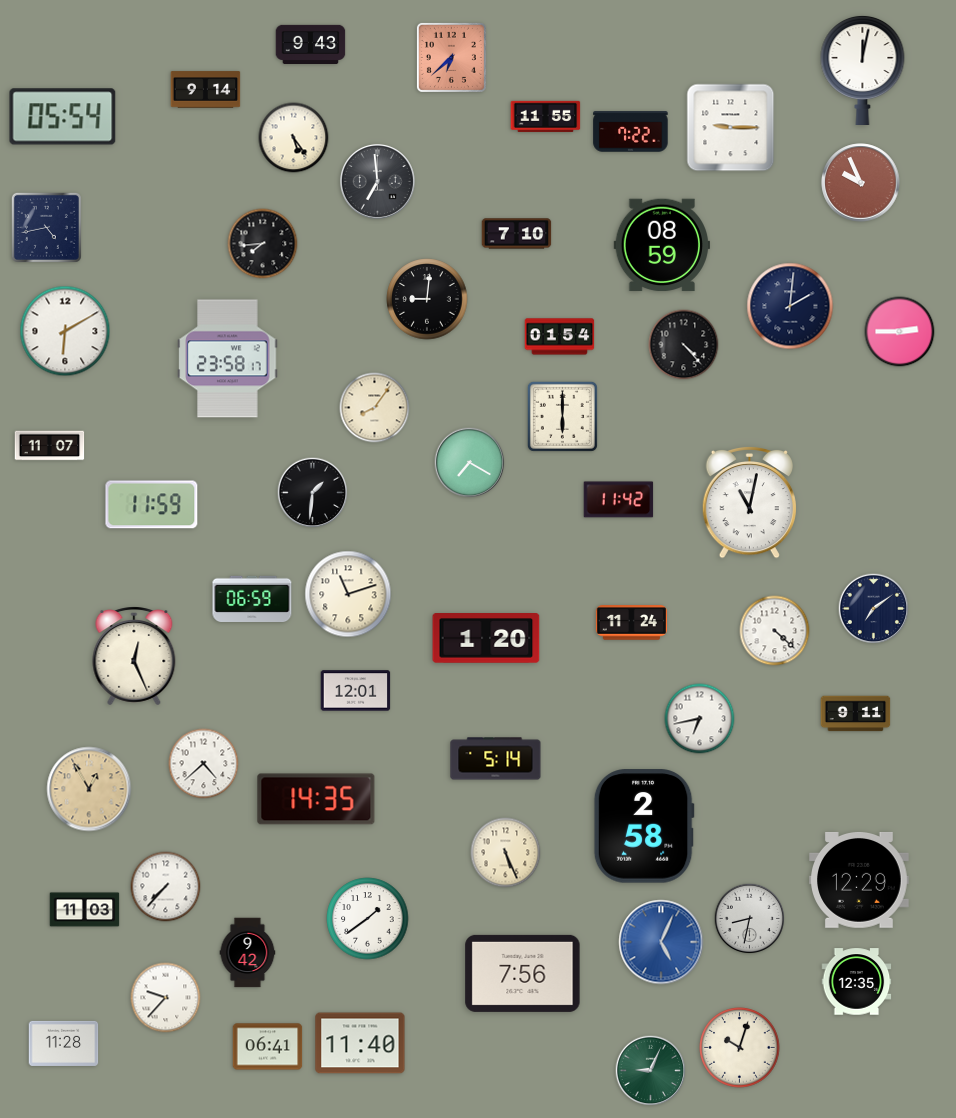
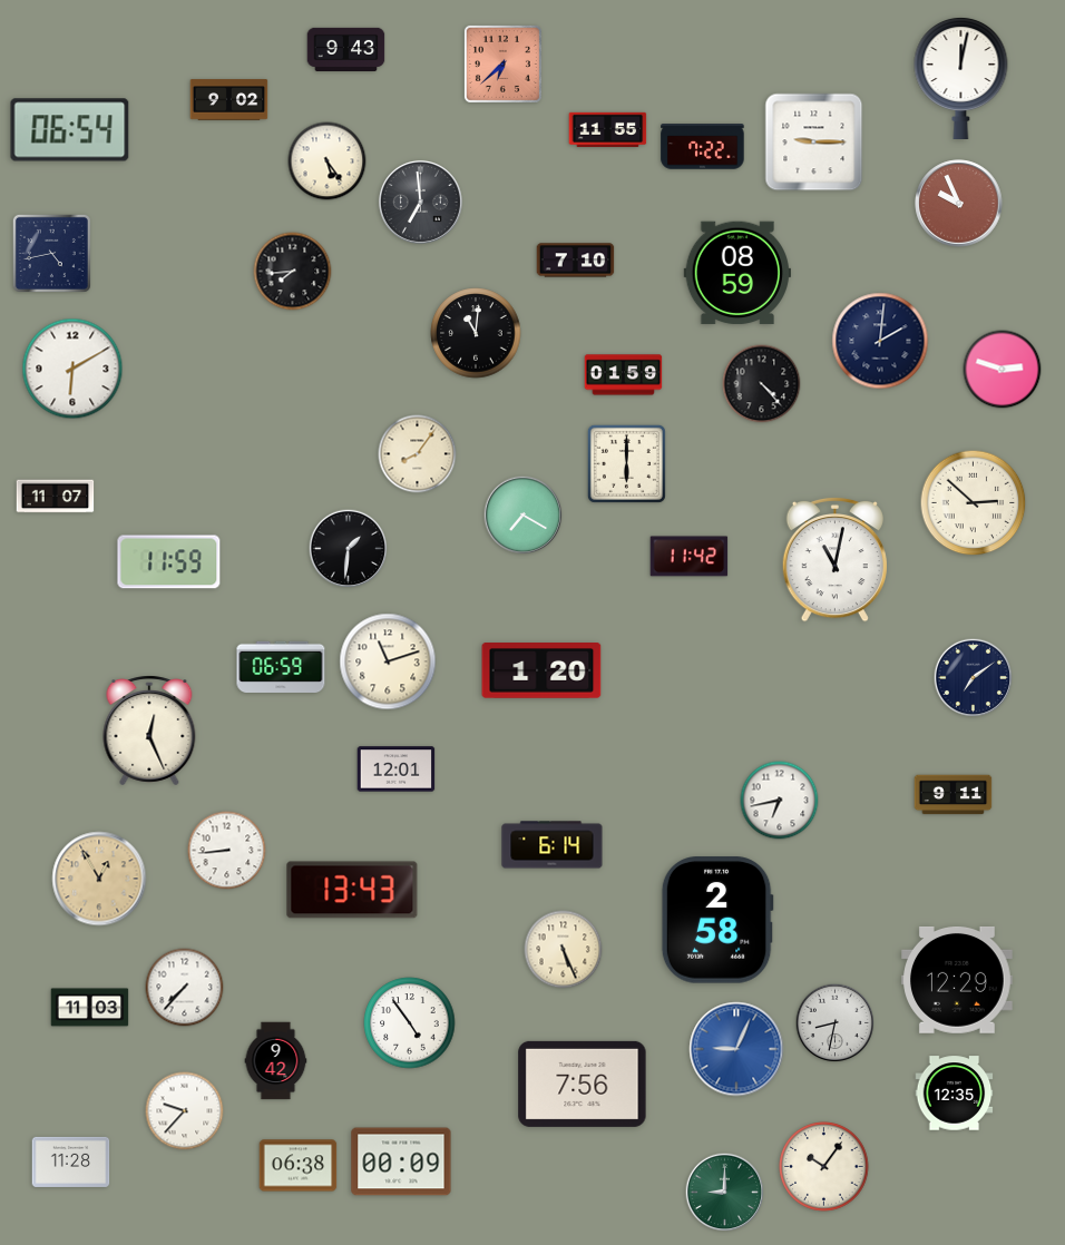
clock at (206, 90): 9:14 -> 9:02
clock at (63, 117): 05:54 -> 06:54
clock at (294, 138) position: (294, 138) -> (328, 161)
clock at (427, 299): 9:01 -> 11:01
clock at (900, 332): 2:45 -> 2:48
clock at (560, 337): 01:54 -> 01:59
clock at (228, 359): 23:58 -> none
clock at (974, 503): none -> 2:52
clock at (631, 623): 11:24 -> none
clock at (775, 631): 4:22 -> none
clock at (486, 639) position: (486, 639) -> (541, 671)
clock at (496, 759): 5:14 -> 6:14
clock at (204, 764): 4:38 -> 8:44
clock at (316, 799): 14:35 -> 13:43
clock at (85, 910) position: (85, 910) -> (90, 1008)
clock at (368, 919): 1:39 -> 4:54
clock at (661, 942): 5:04 -> 9:04
clock at (360, 1043): 11:40 -> 00:09
clock at (268, 1047): 06:41 -> 06:38
clock at (740, 1048): 10:03 -> 10:06
clock at (651, 1071): 9:04 -> 9:00
